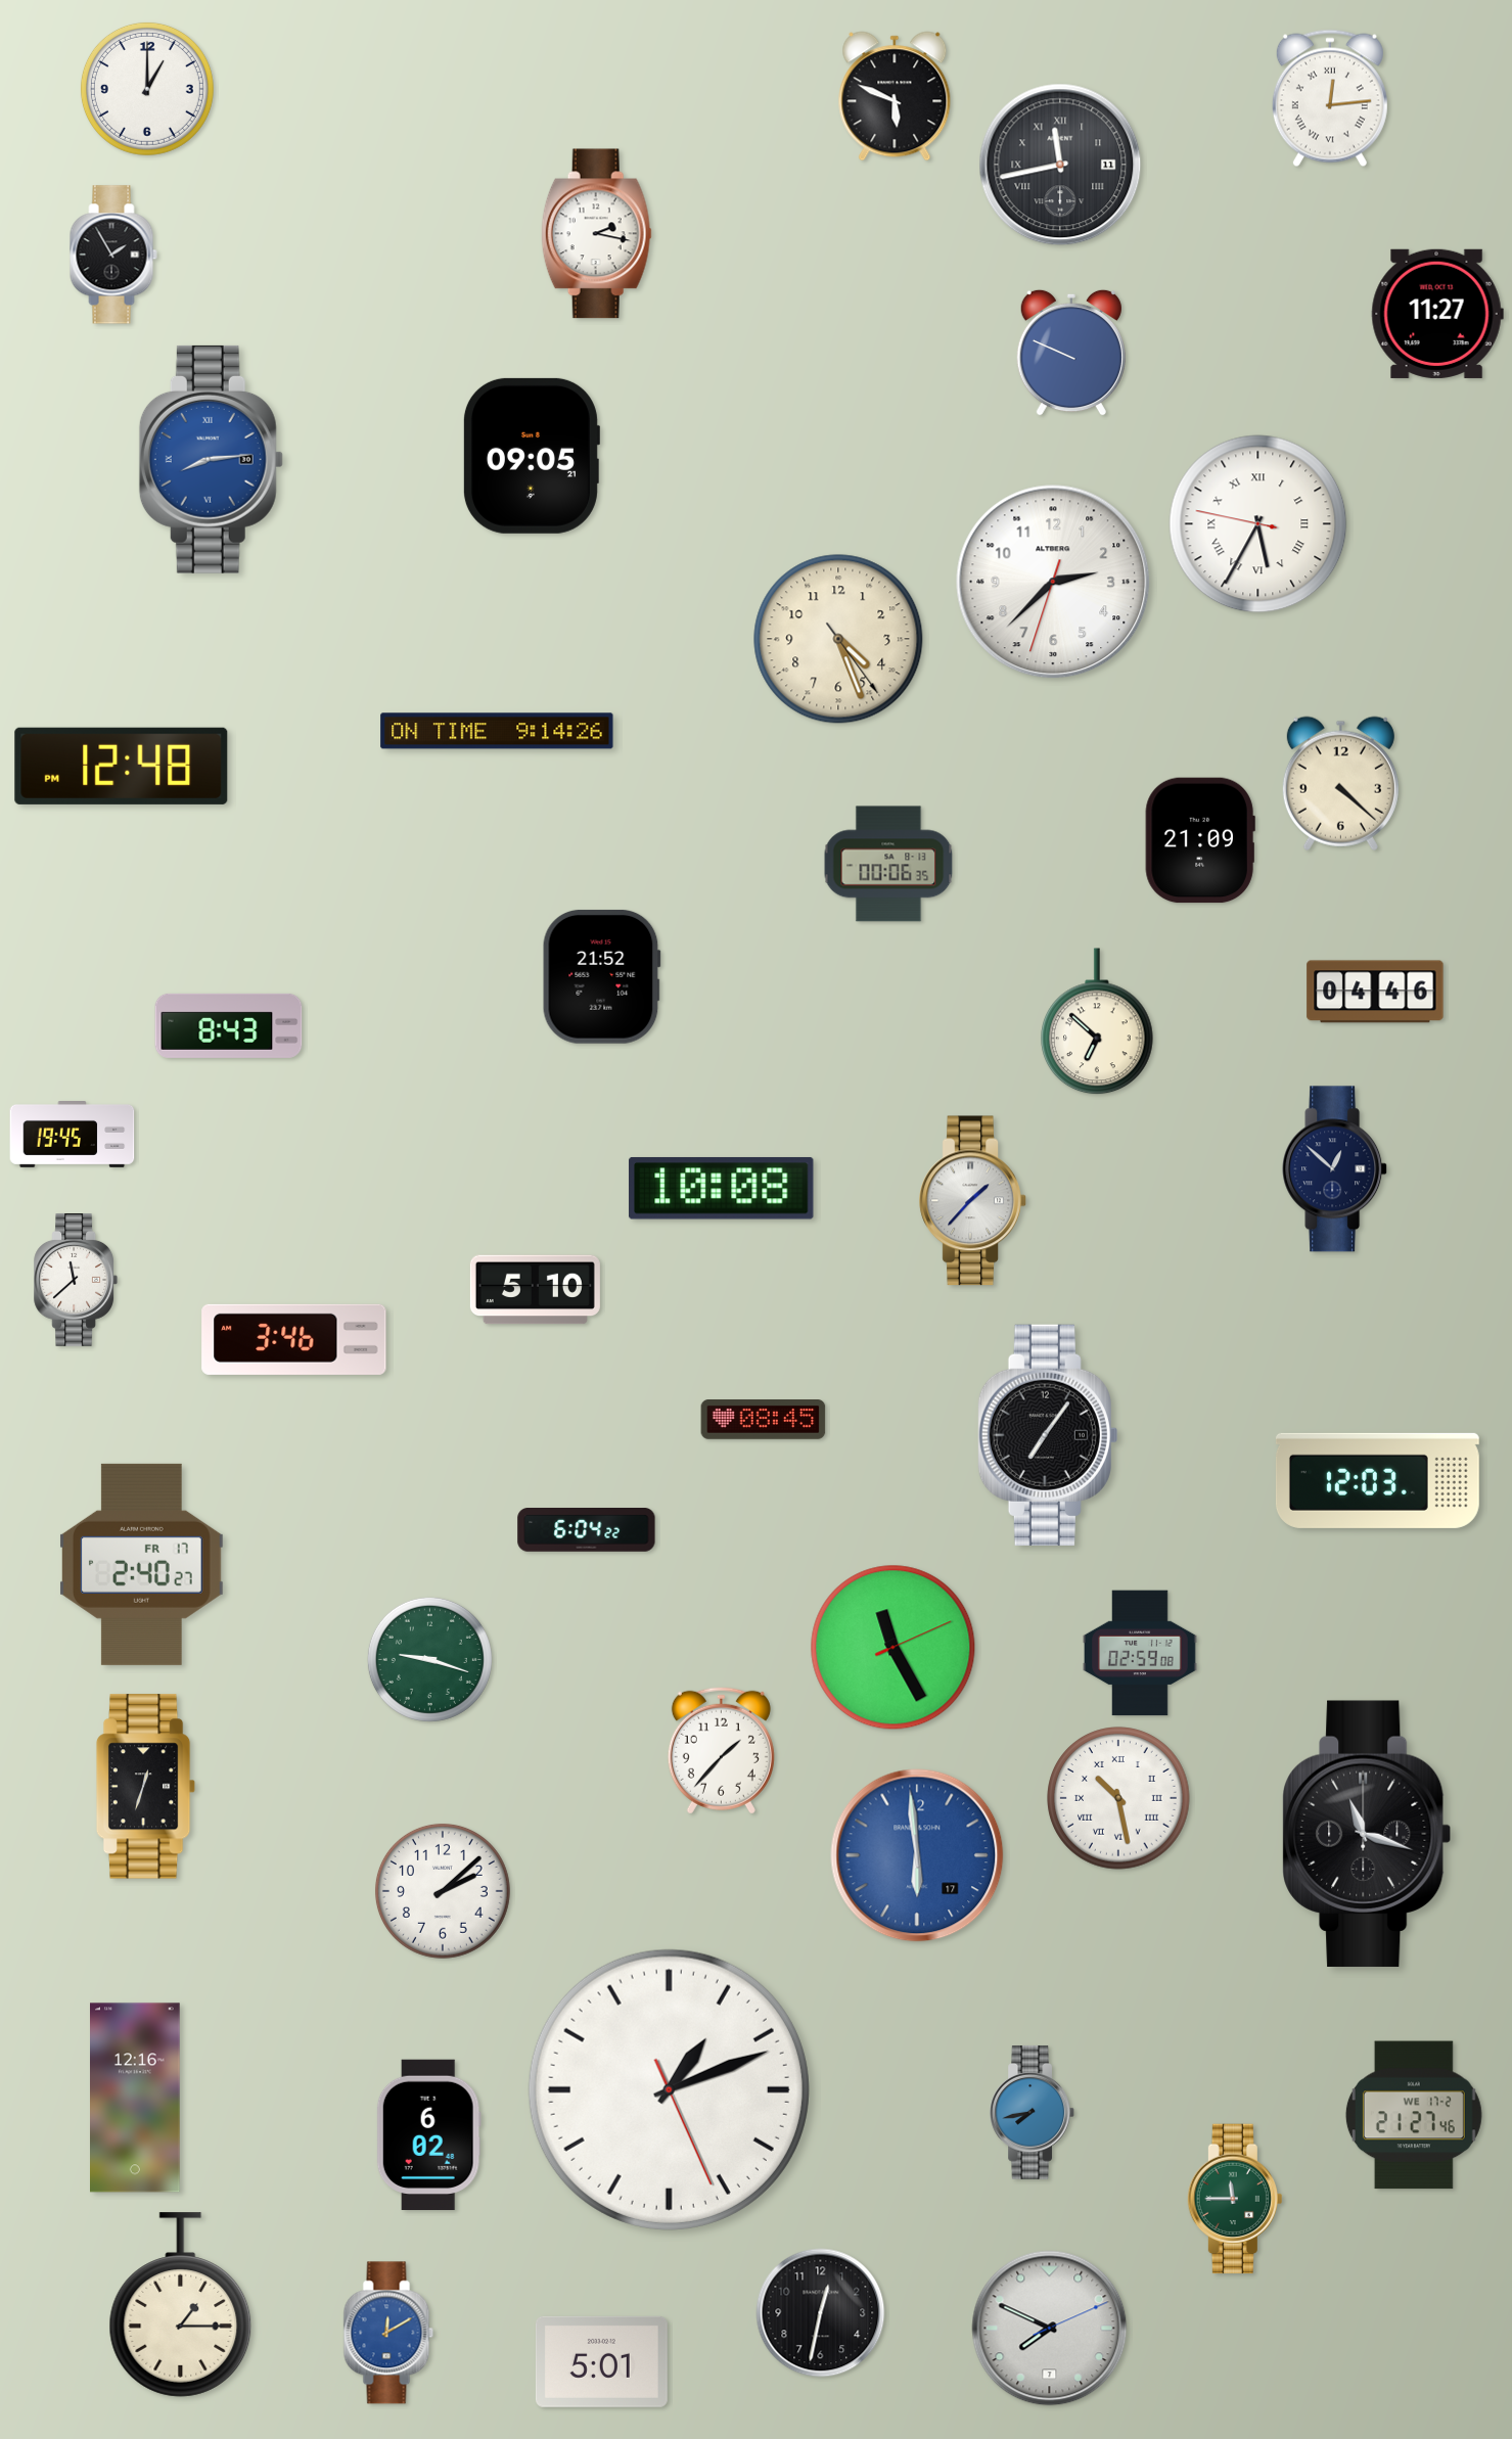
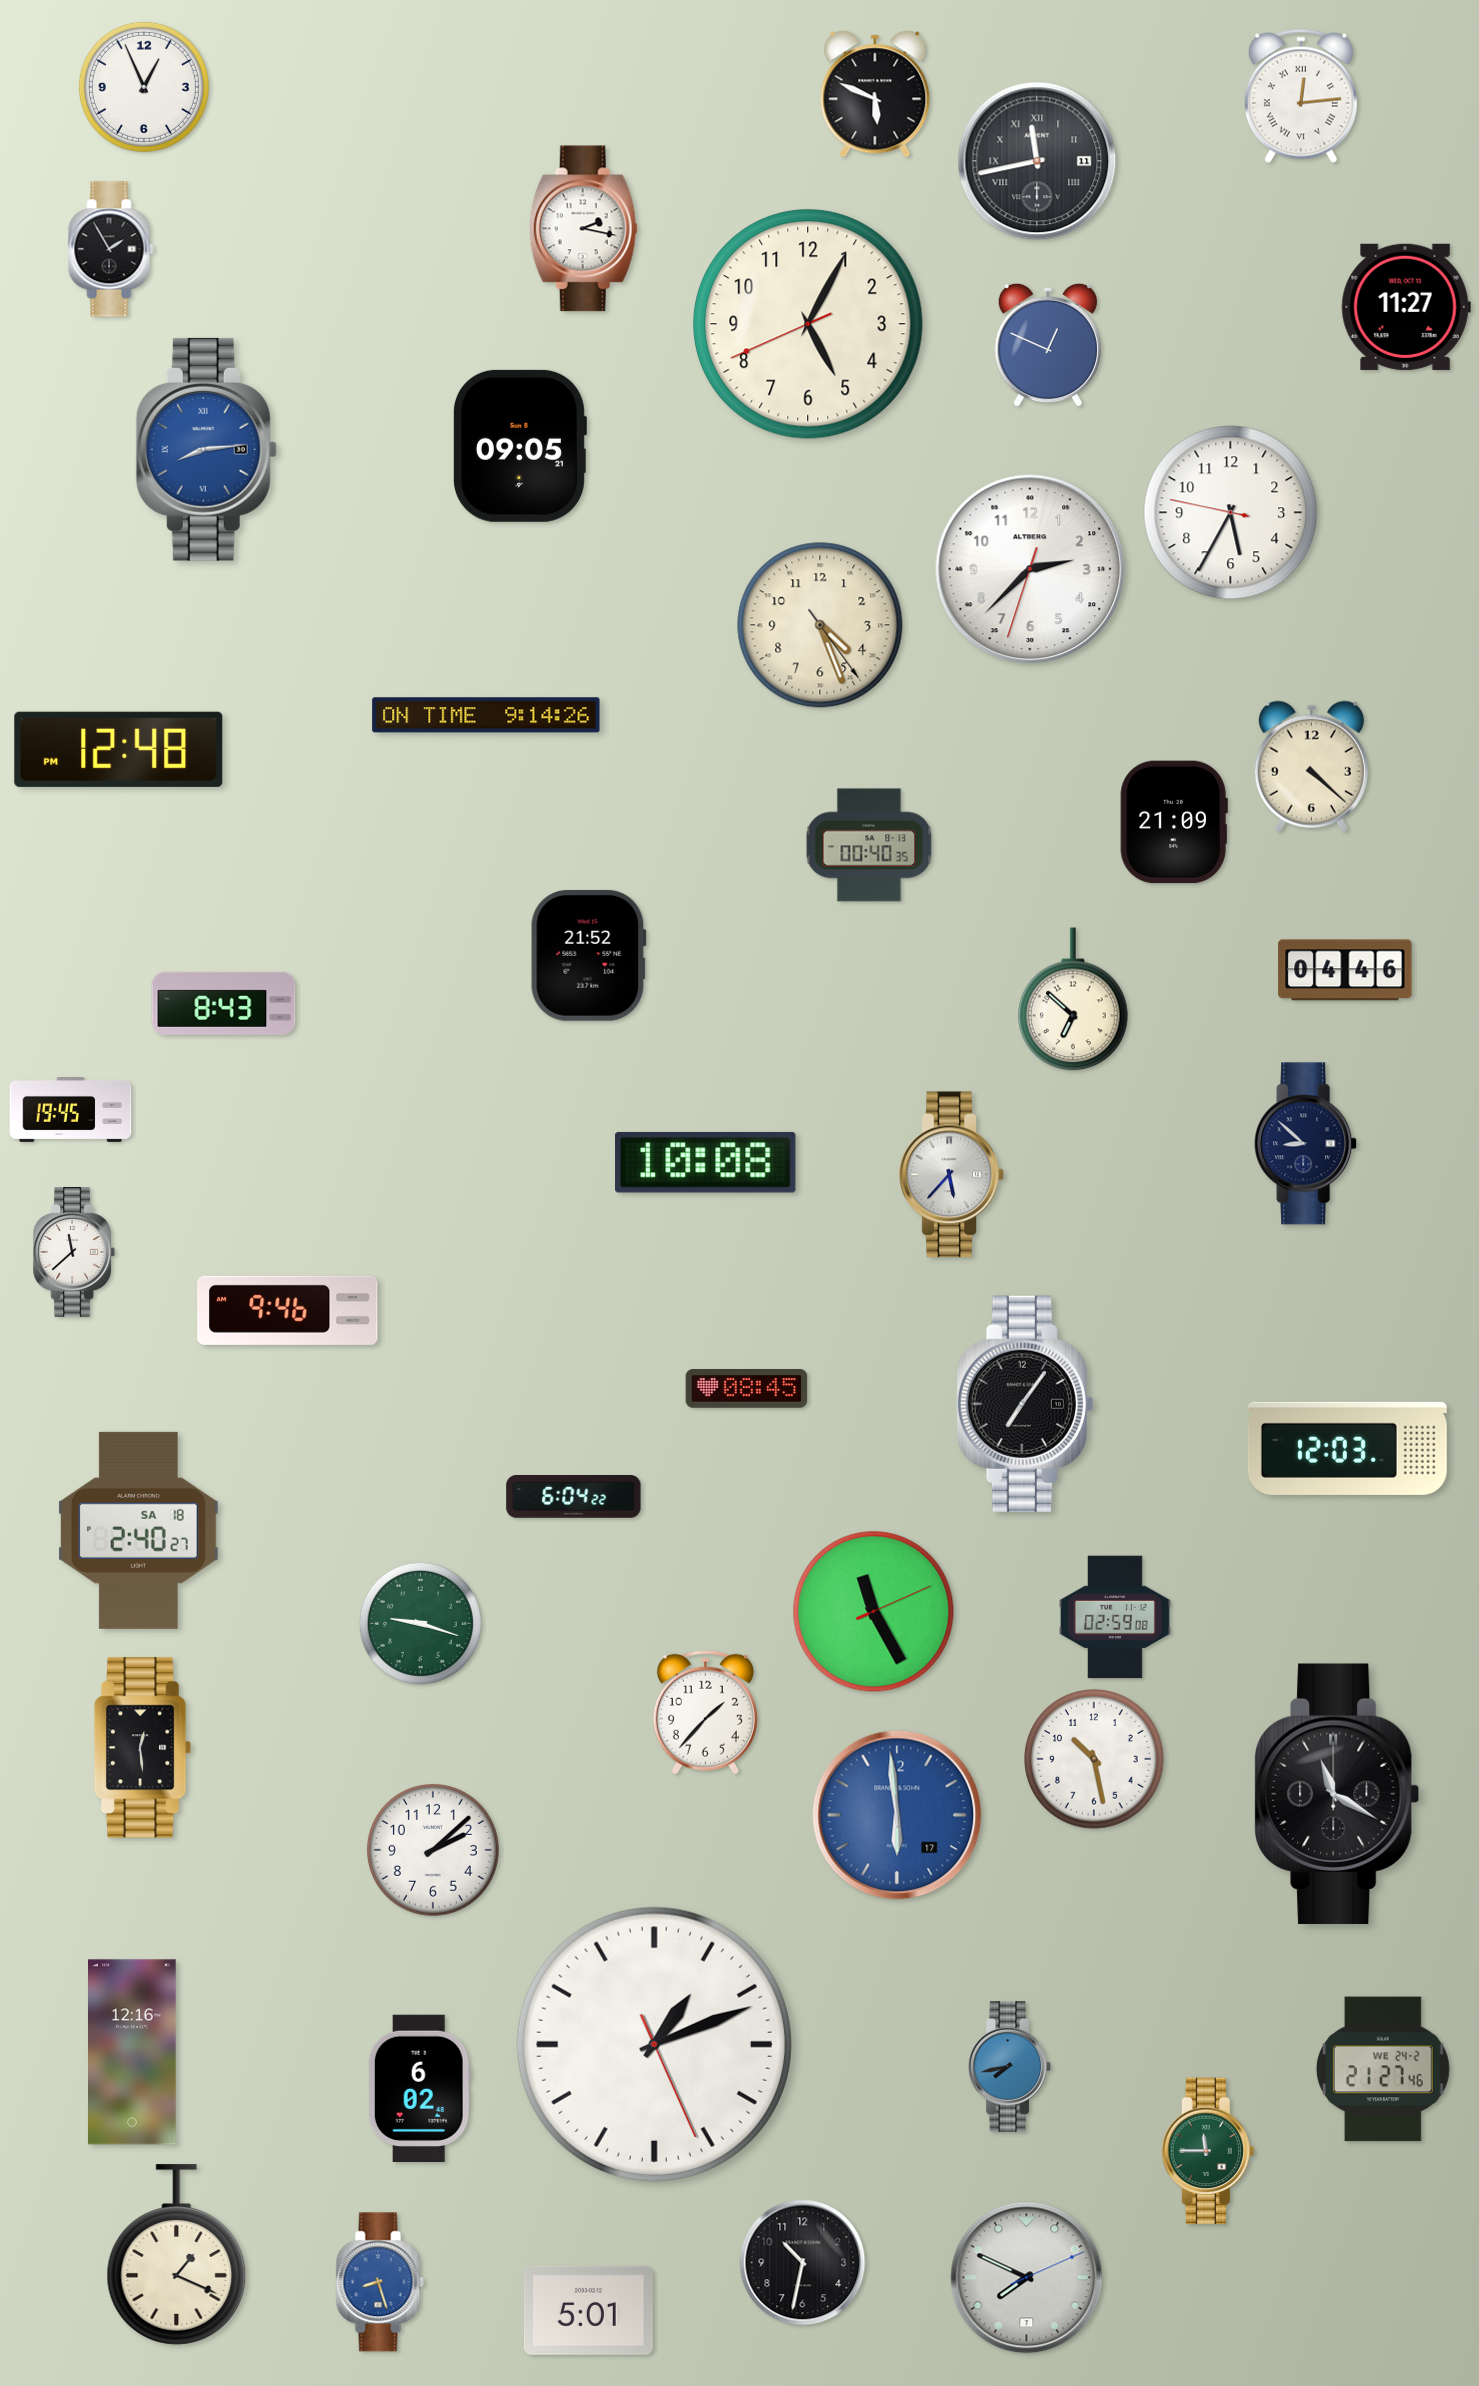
clock at (147, 89): 1:00 -> 12:56
clock at (808, 324): none -> 5:04
clock at (1071, 353): 9:49 -> 12:49
clock at (1258, 524) numerals: Roman -> Arabic
clock at (888, 864): 00:06 -> 00:40
clock at (1335, 1169): 12:52 -> 8:52
clock at (973, 1201): 1:37 -> 5:37
clock at (535, 1290): 5:10 -> none
clock at (294, 1339): 3:46 -> 9:46
clock at (142, 1564) date: FR 17 -> SA 18
clock at (146, 1787): 12:33 -> 12:29
clock at (1118, 1798) numerals: Roman -> Arabic
clock at (1367, 1834): 11:18 -> 11:20
clock at (1414, 2115) date: WE 17-2 -> WE 24-2
clock at (181, 2305): 1:15 -> 1:19
clock at (821, 2313): 12:32 -> 10:32
clock at (388, 2333): 12:10 -> 8:27
